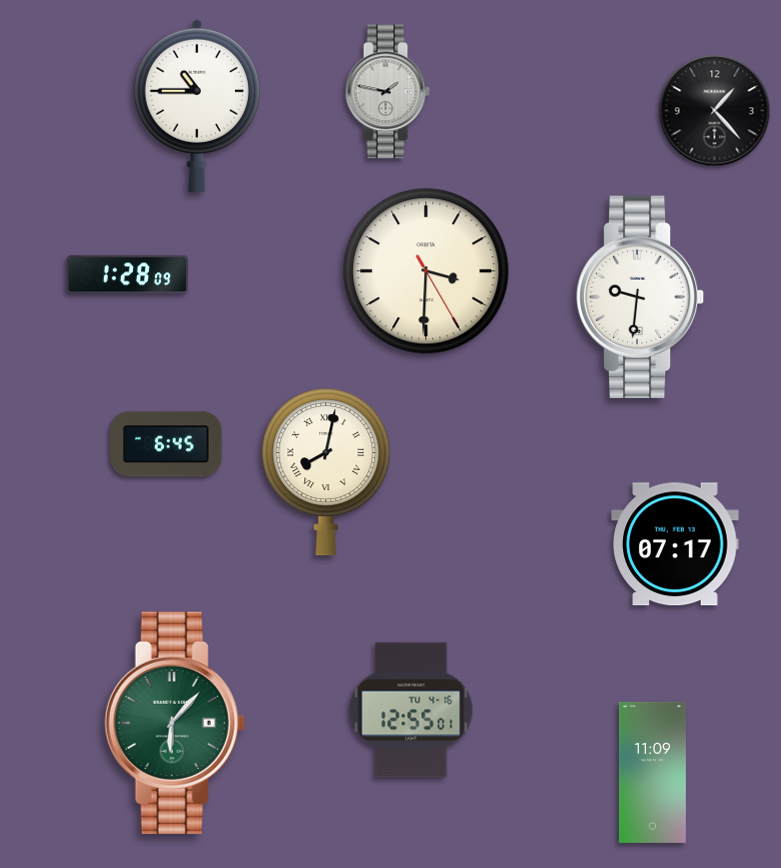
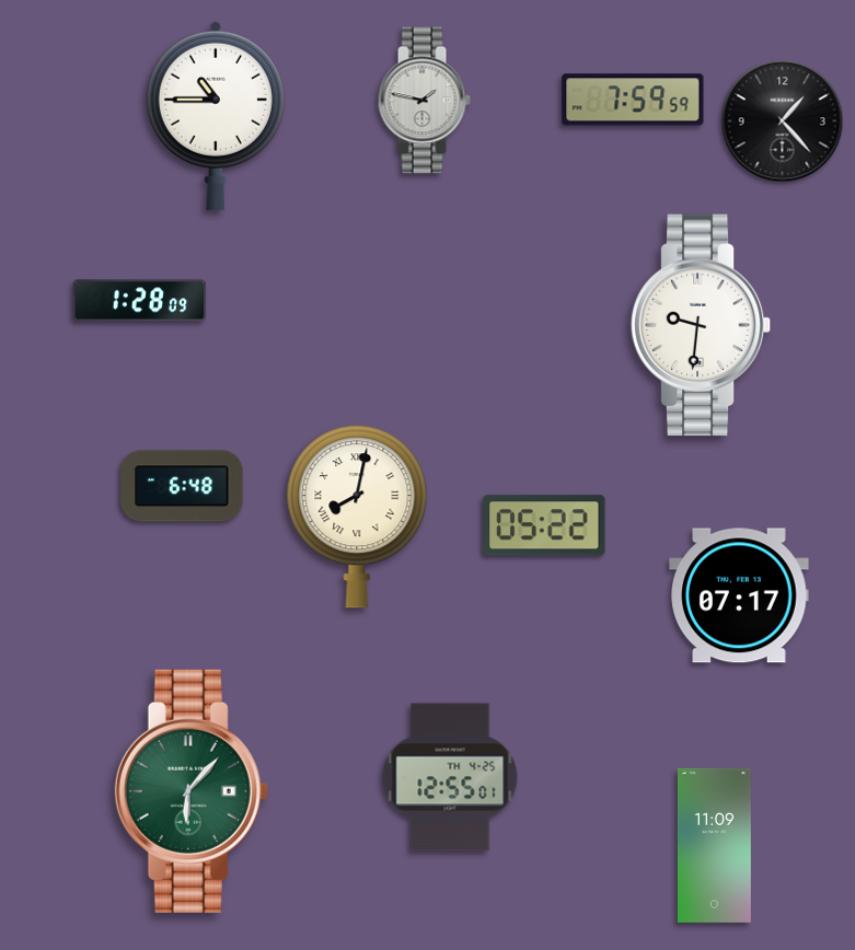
clock at (633, 100): none -> 7:59
clock at (426, 271): 3:30 -> none
clock at (166, 444): 6:45 -> 6:48
clock at (544, 525): none -> 05:22
clock at (411, 710) date: TU 4-16 -> TH 4-25
